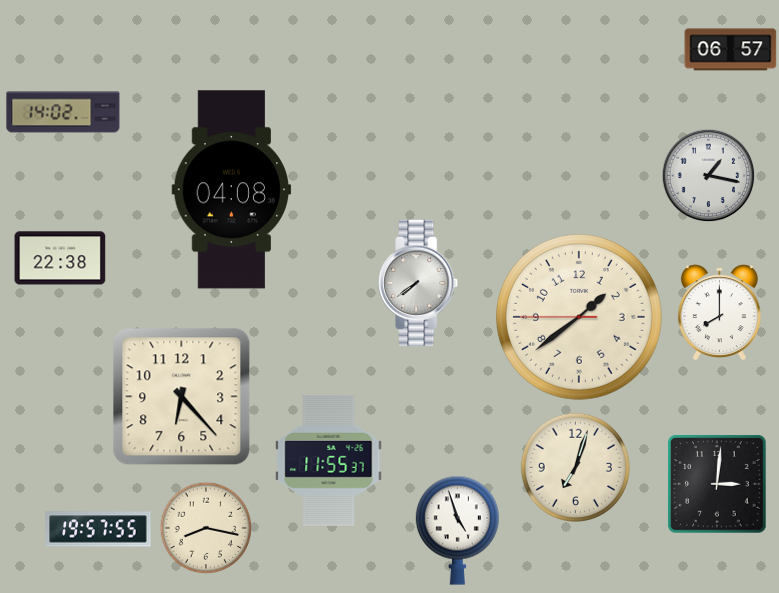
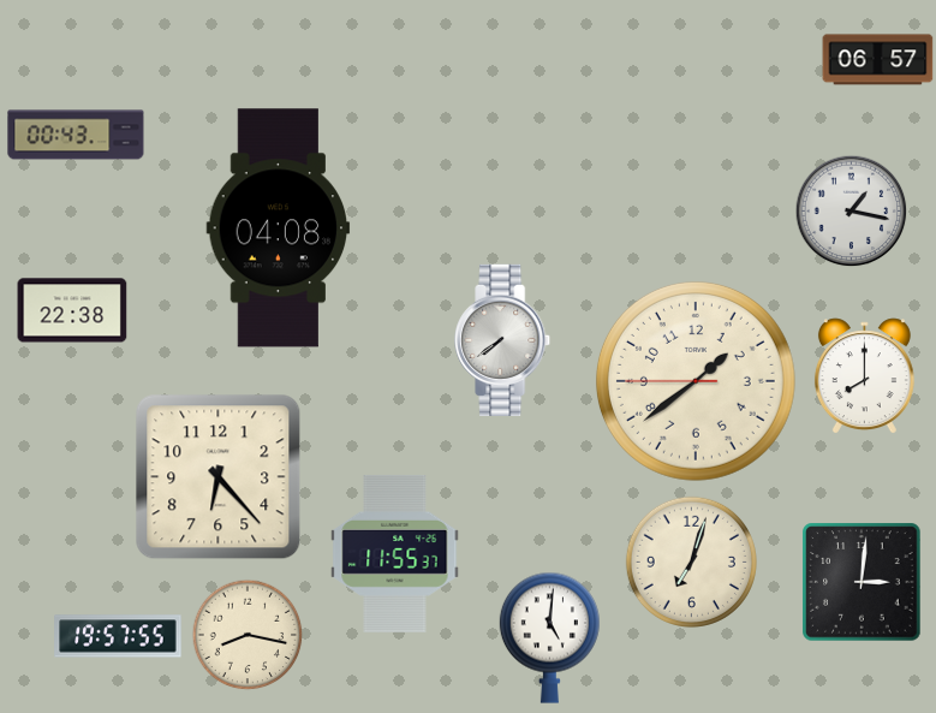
clock at (63, 112): 14:02 -> 00:43
clock at (457, 530): 4:57 -> 5:01
